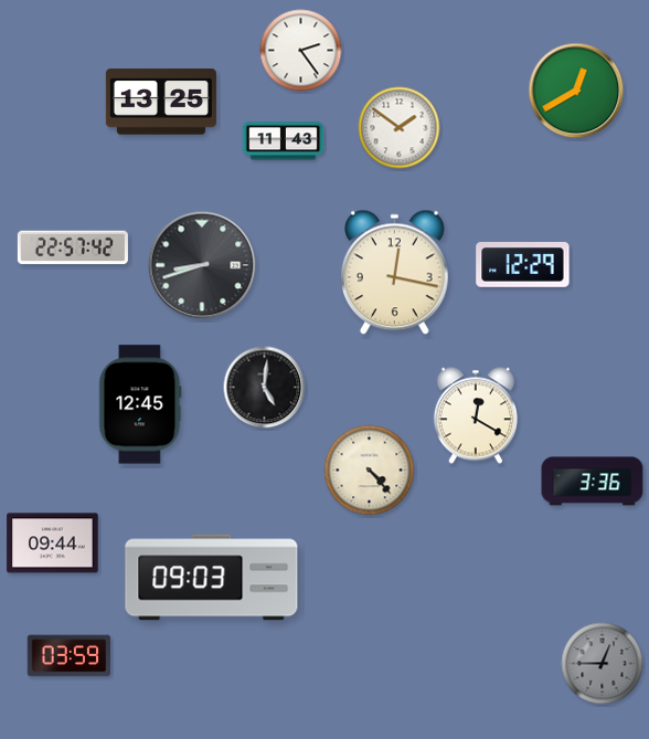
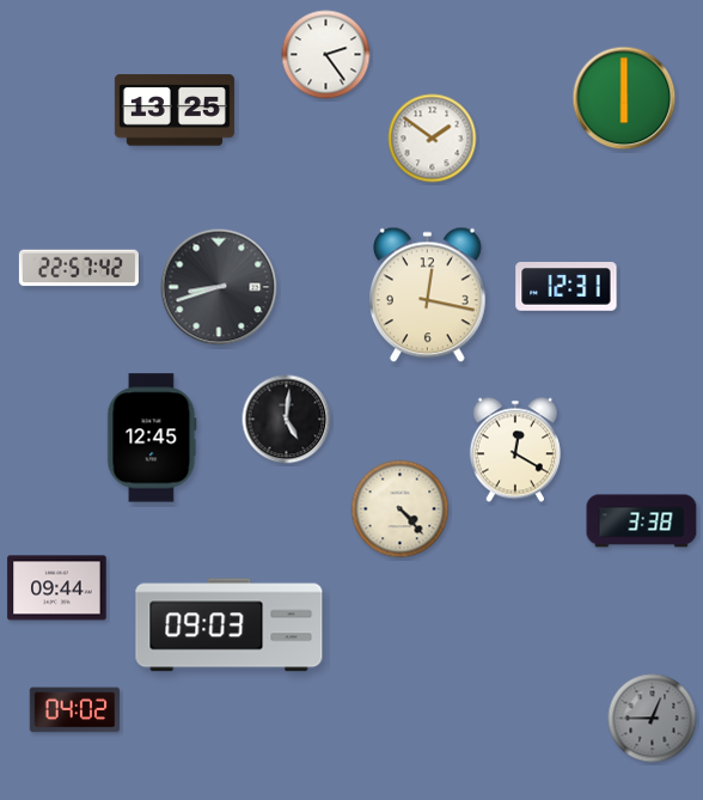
clock at (576, 91): 12:40 -> 6:00
clock at (284, 141): 11:43 -> none
clock at (523, 265): 12:29 -> 12:31
clock at (593, 482): 3:36 -> 3:38
clock at (70, 656): 03:59 -> 04:02
